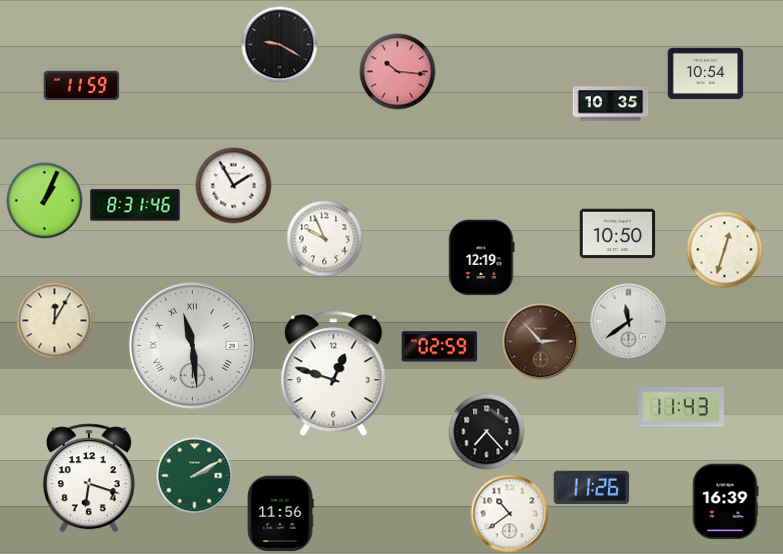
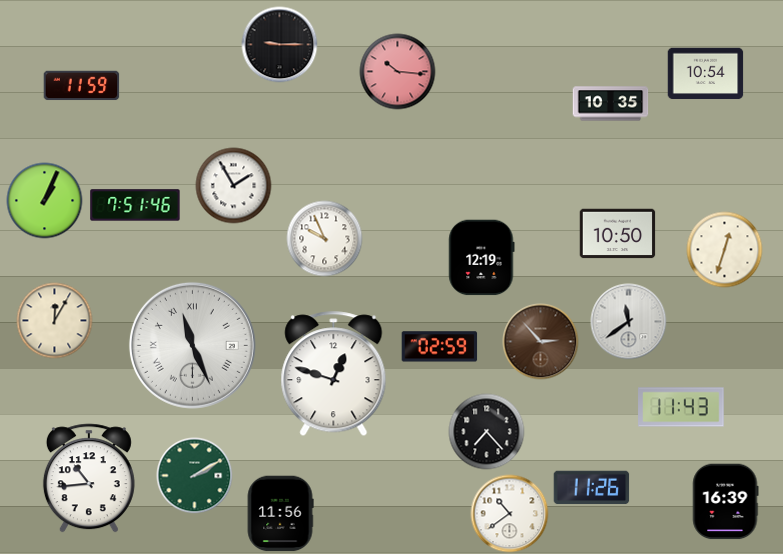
clock at (280, 45): 9:20 -> 9:15
clock at (135, 205): 8:31 -> 7:51
clock at (192, 345): 11:29 -> 11:26
clock at (89, 478): 6:18 -> 10:44
